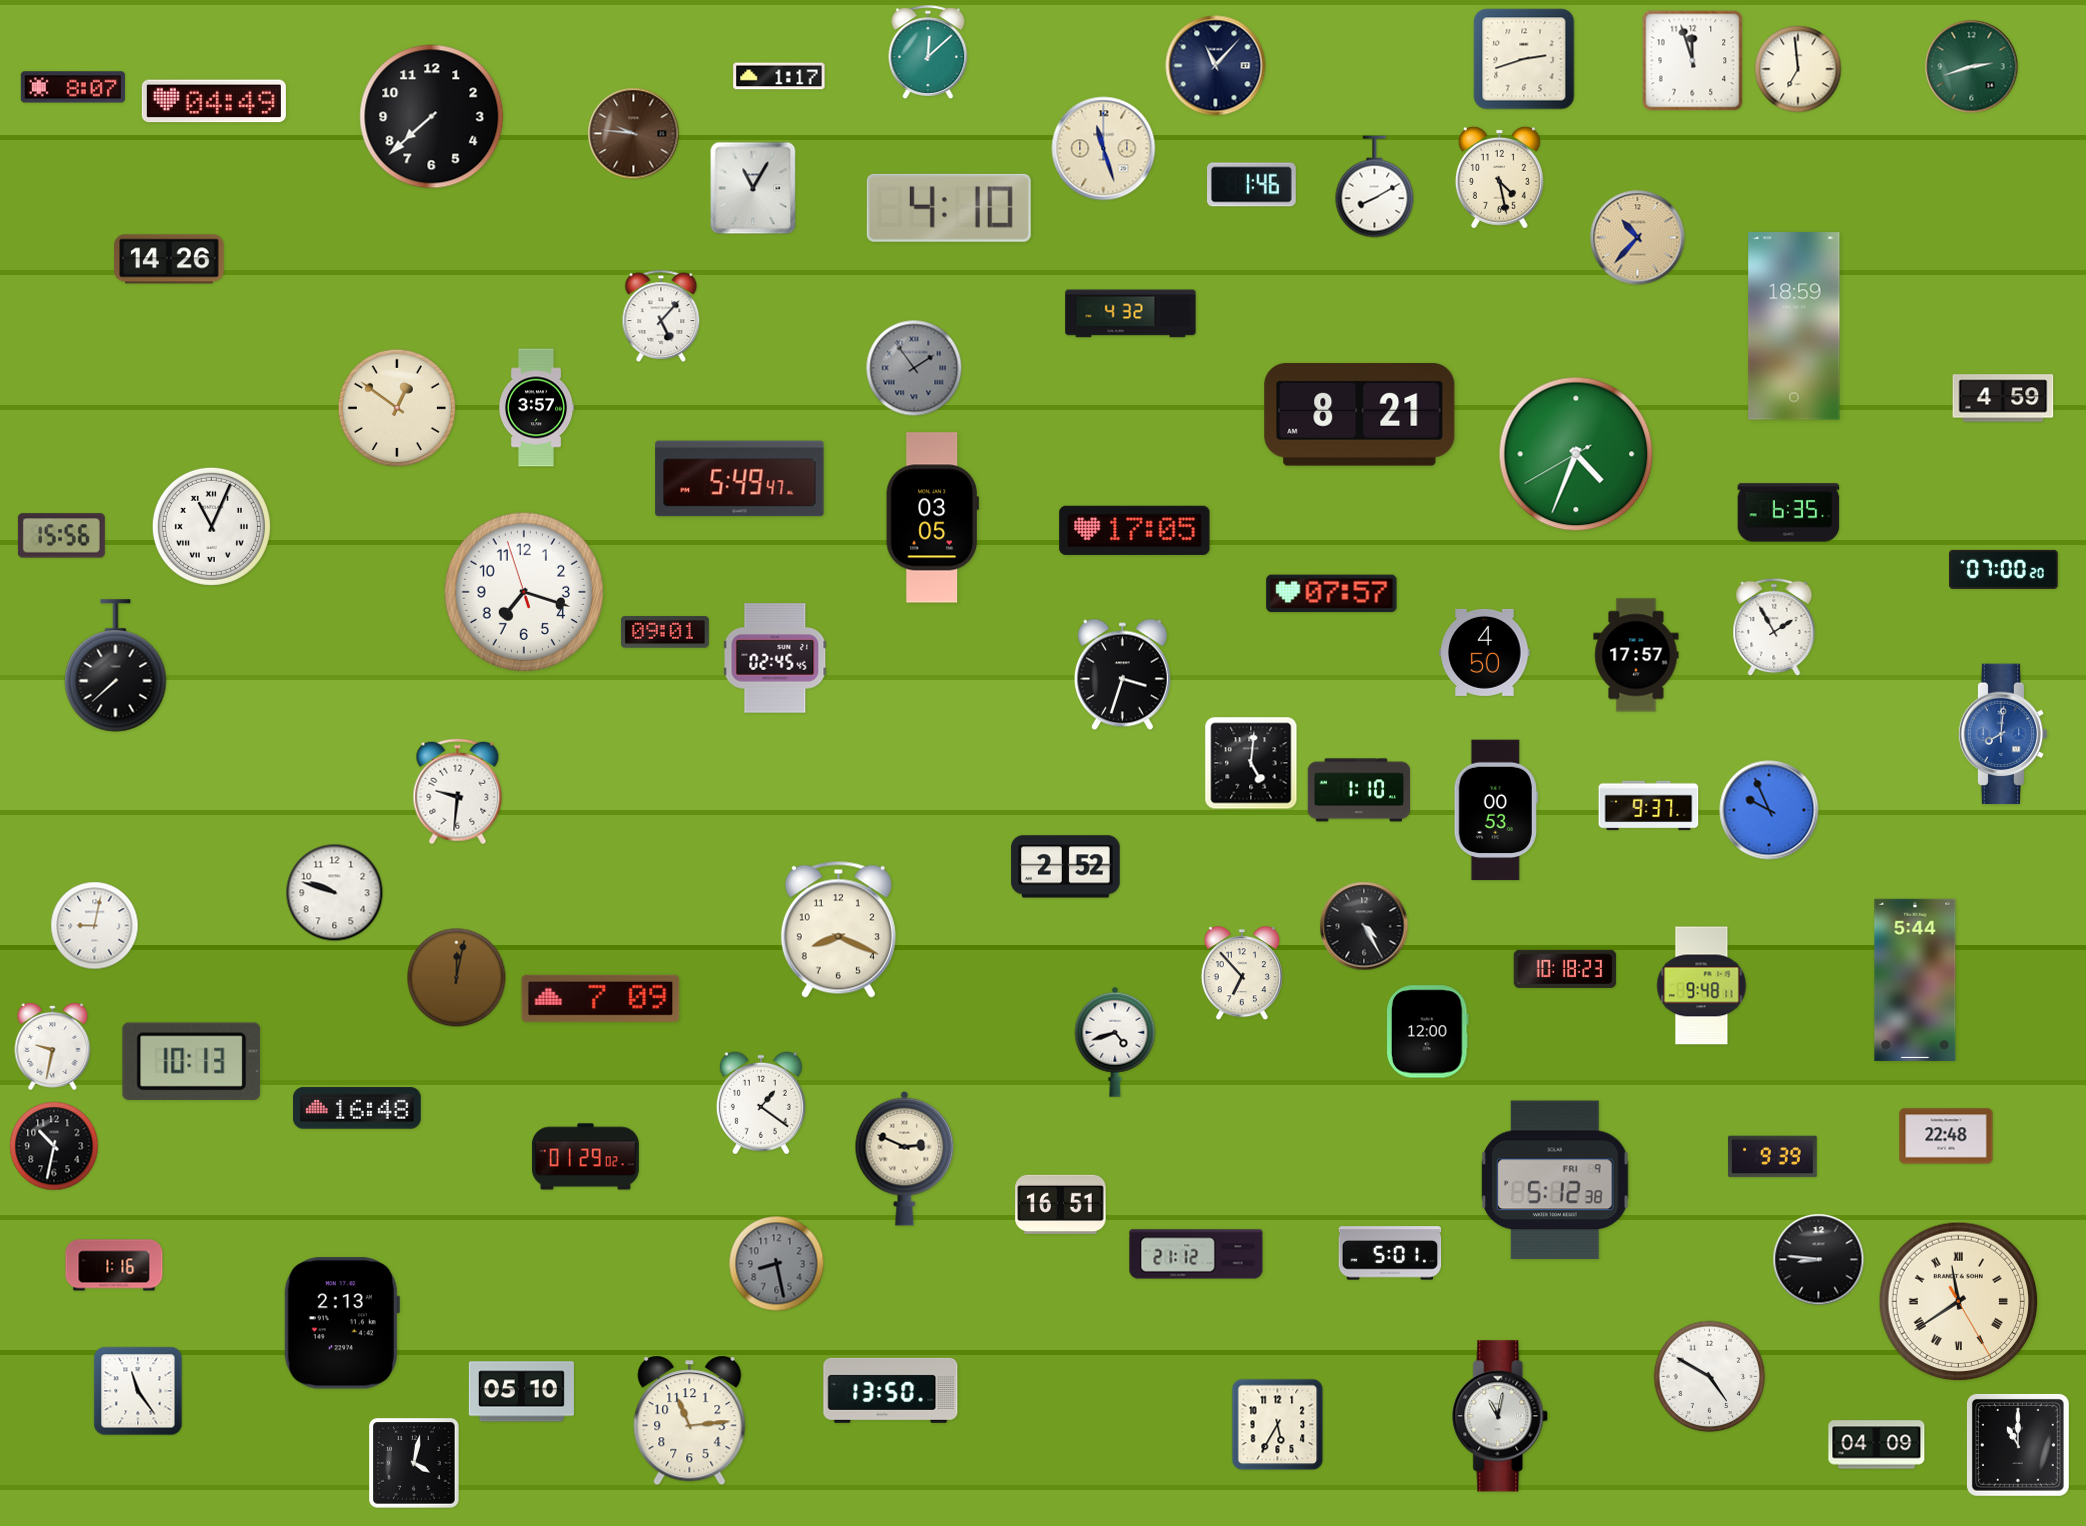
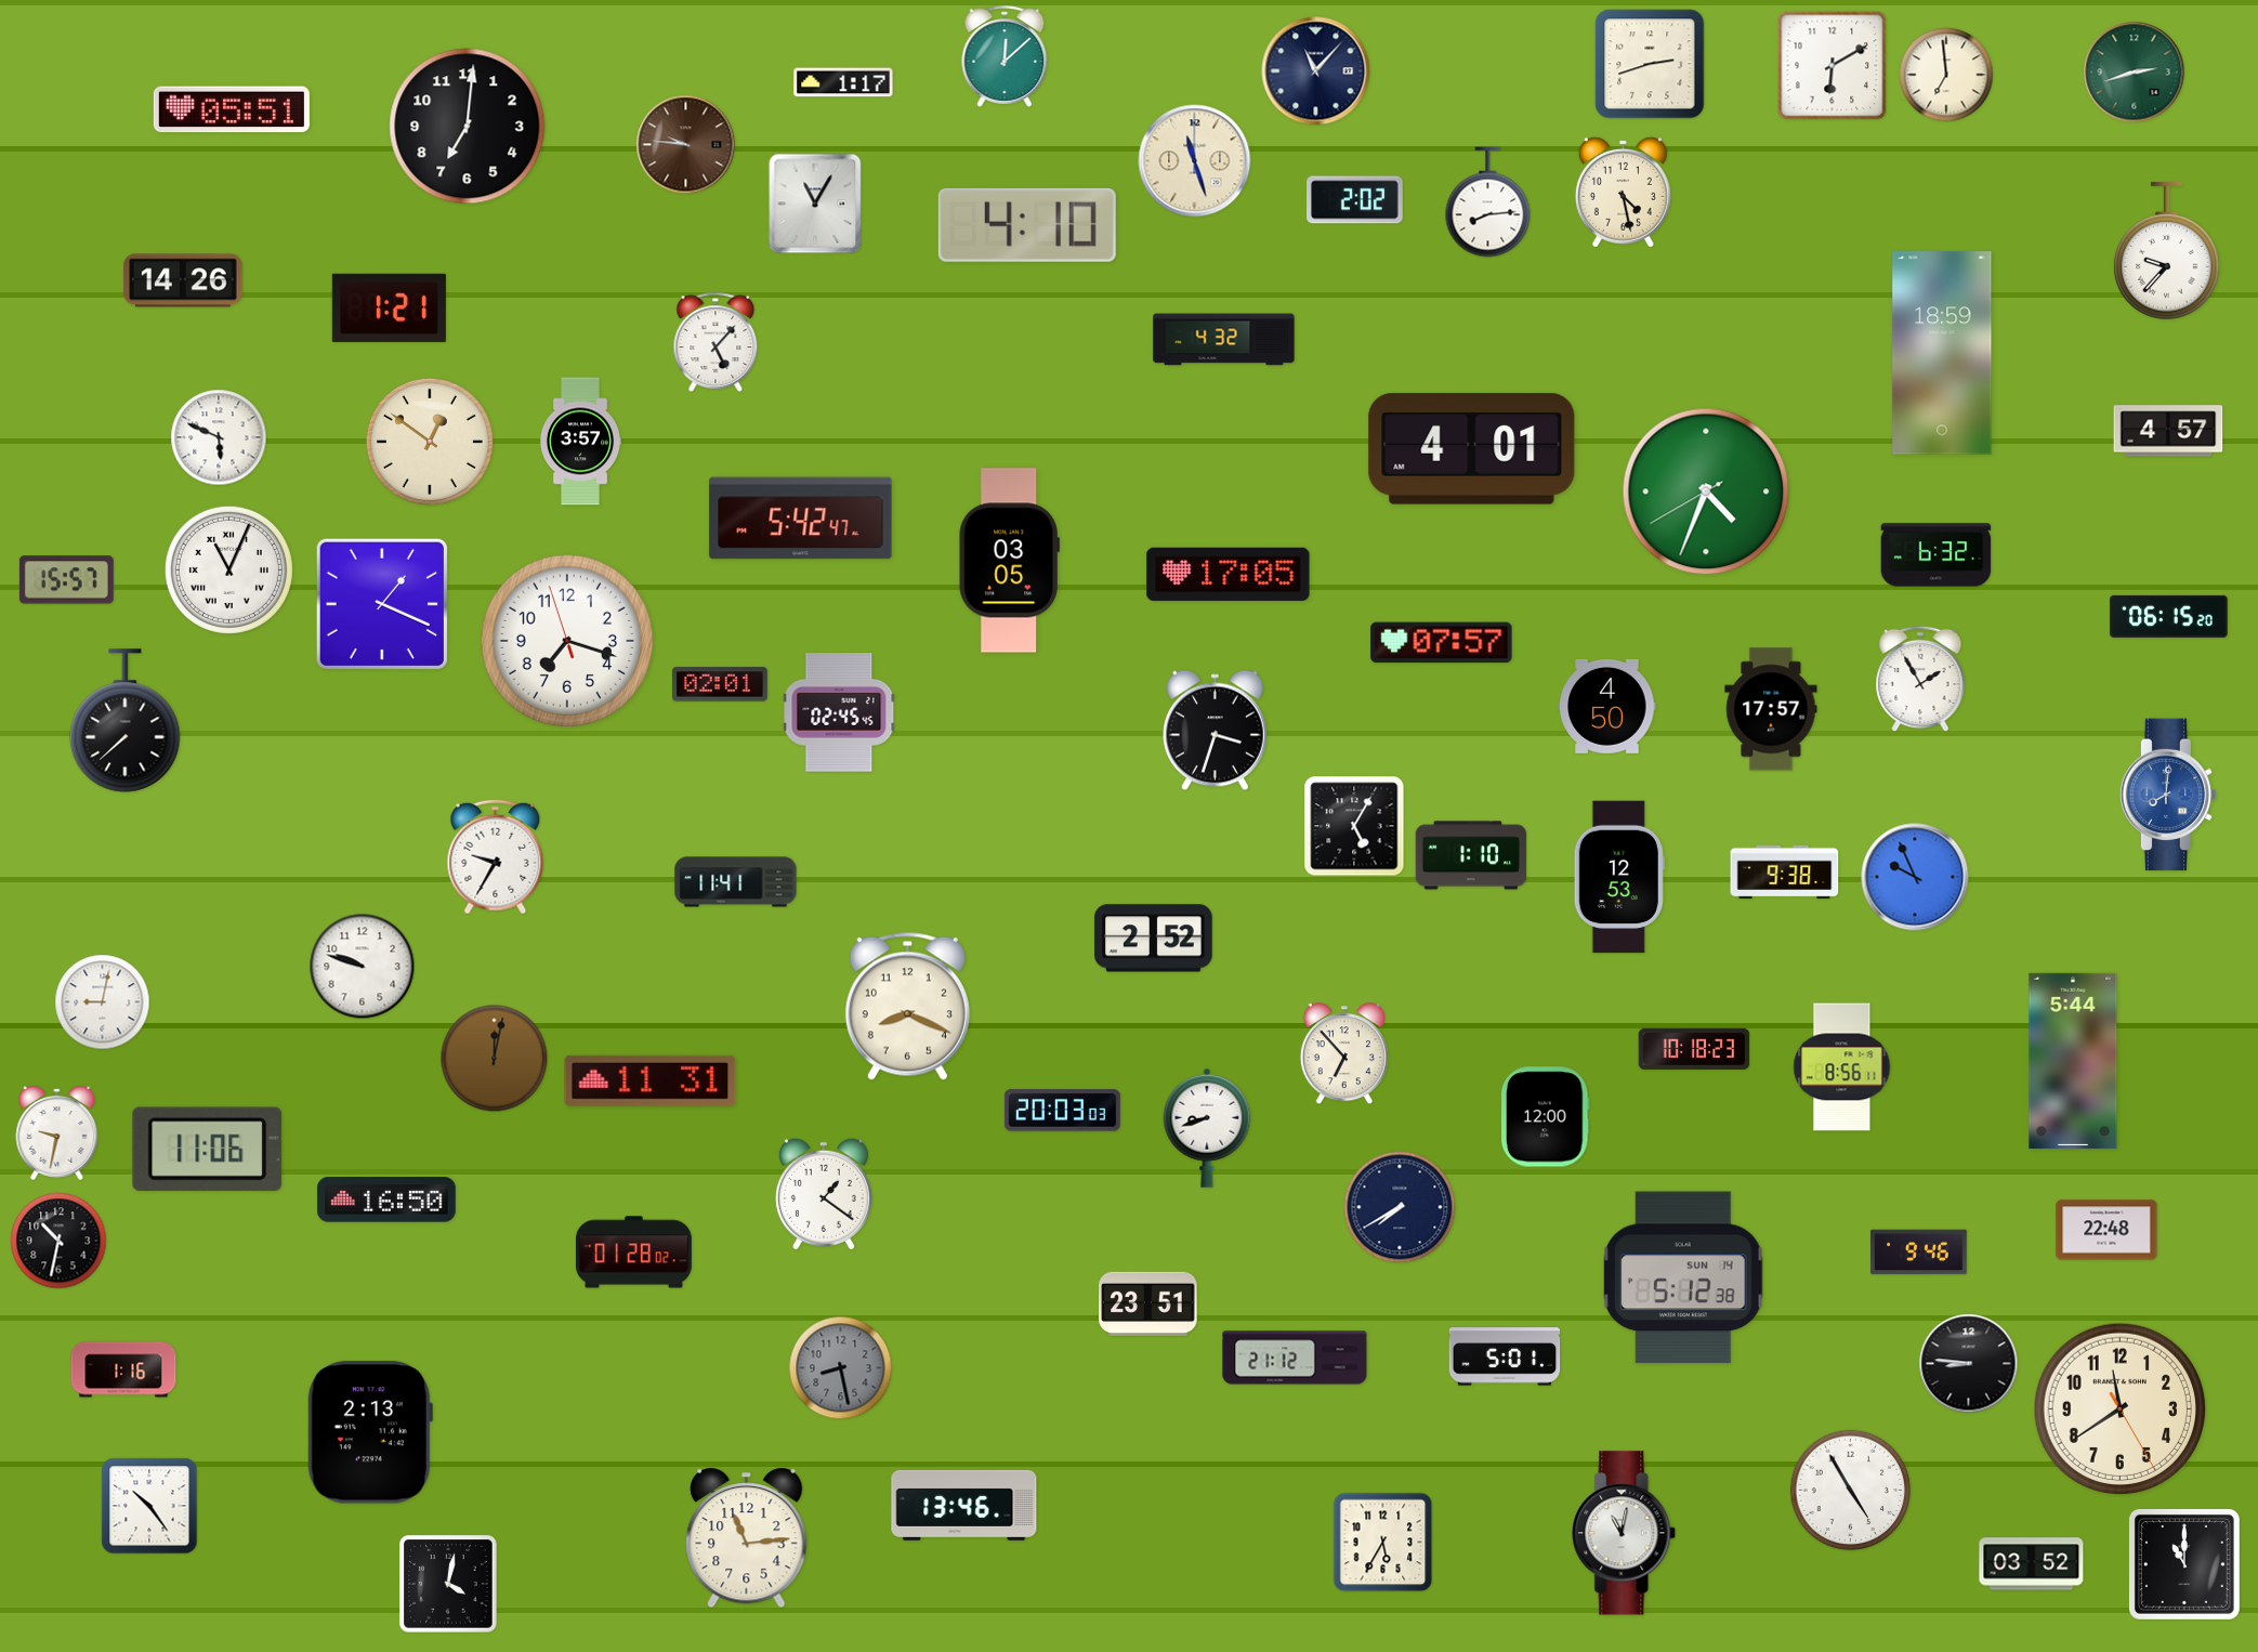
clock at (1693, 61): 11:57 -> 6:10
clock at (73, 87): 8:07 -> none
clock at (214, 101): 04:49 -> 05:51
clock at (432, 117): 7:38 -> 7:01
clock at (1252, 185): 1:46 -> 2:02
clock at (1375, 187): 8:10 -> 8:14
clock at (2166, 251): none -> 9:37
clock at (1638, 238): 10:37 -> none
clock at (389, 307): none -> 1:21
clock at (914, 368): 1:54 -> none
clock at (2003, 398): 4:59 -> 4:57
clock at (219, 437): none -> 5:49
clock at (1360, 415): 8:21 -> 4:01
clock at (740, 479): 5:49 -> 5:42
clock at (1789, 513): 6:35 -> 6:32
clock at (61, 536): 15:56 -> 15:57
clock at (382, 604): none -> 1:19
clock at (2004, 569): 07:00 -> 06:15
clock at (665, 632): 09:01 -> 02:01
clock at (1251, 763): 5:01 -> 5:05
clock at (458, 792): 9:31 -> 9:35
clock at (1649, 806): 9:37 -> 9:38
clock at (1496, 810): 00:53 -> 12:53
clock at (736, 882): none -> 11:41
clock at (1364, 926): 4:25 -> none
clock at (1702, 986): 9:48 -> 8:56
clock at (601, 998): 7:09 -> 11:31
clock at (1062, 1111): none -> 20:03
clock at (1115, 1042): 4:42 -> 8:42
clock at (192, 1061): 10:13 -> 11:06
clock at (357, 1108): 16:48 -> 16:50
clock at (1400, 1207): none -> 7:40
clock at (585, 1157): 01:29 -> 01:28
clock at (1773, 1157): 9:39 -> 9:46
clock at (905, 1158): 2:49 -> none
clock at (1555, 1180) date: FRI 9 -> SUN 14
clock at (1061, 1204): 16:51 -> 23:51
clock at (1959, 1302) numerals: Roman -> Arabic
clock at (1710, 1377): 4:50 -> 4:55
clock at (891, 1390): 13:50 -> 13:46
clock at (138, 1391): 11:24 -> 10:24
clock at (521, 1392): 05:10 -> none
clock at (1877, 1445): 04:09 -> 03:52
